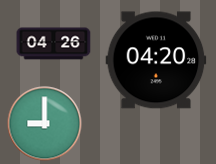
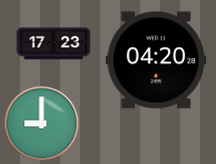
clock at (54, 44): 04:26 -> 17:23
clock at (45, 124) position: (45, 124) -> (42, 124)
